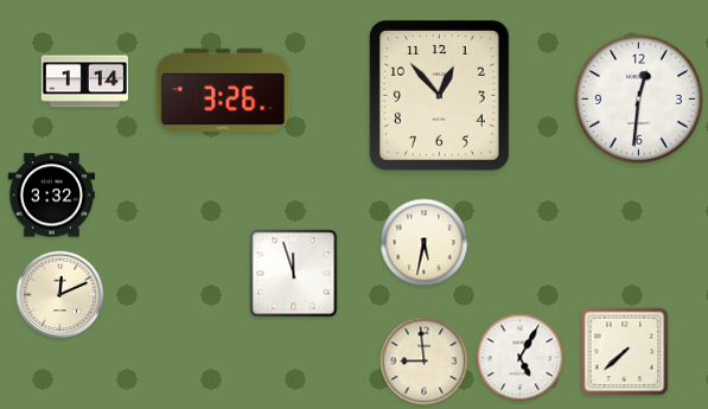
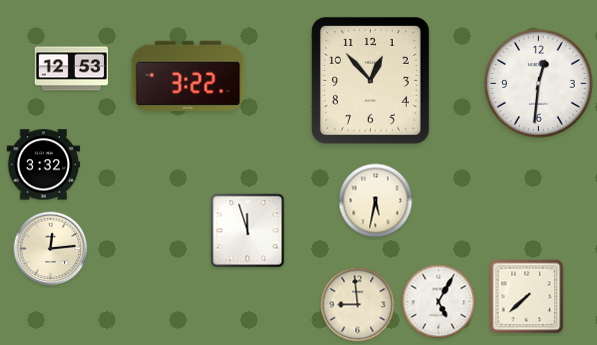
clock at (84, 82): 1:14 -> 12:53
clock at (223, 89): 3:26 -> 3:22
clock at (425, 243) position: (425, 243) -> (376, 201)
clock at (60, 295): 12:11 -> 12:14
